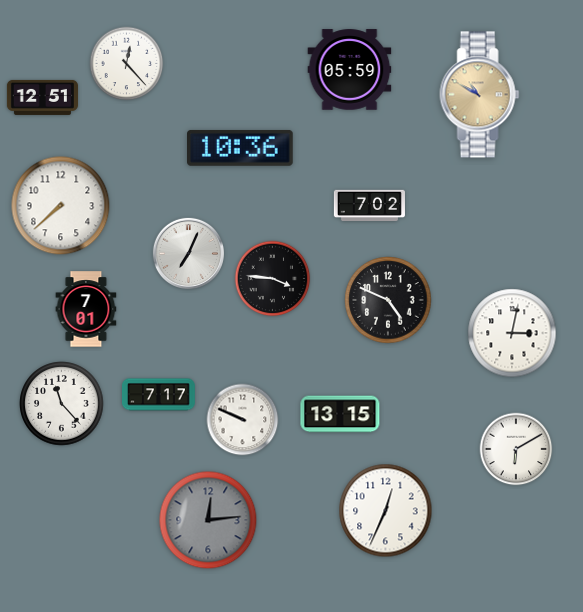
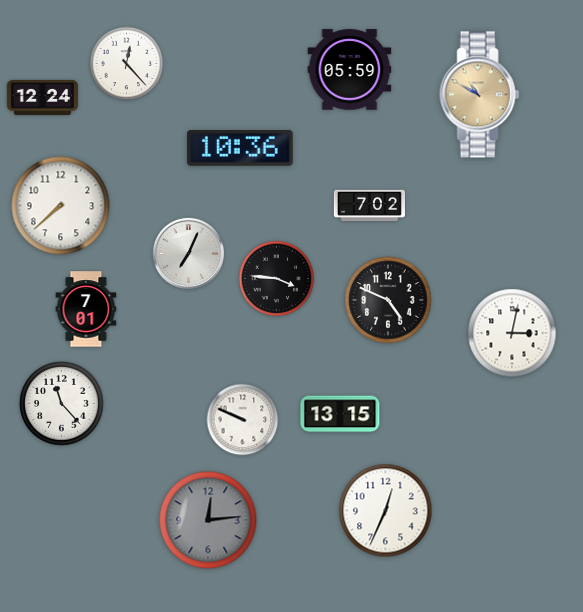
clock at (42, 97): 12:51 -> 12:24
clock at (273, 279) position: (273, 279) -> (277, 279)
clock at (159, 395): 7:17 -> none
clock at (516, 449): 6:10 -> none
